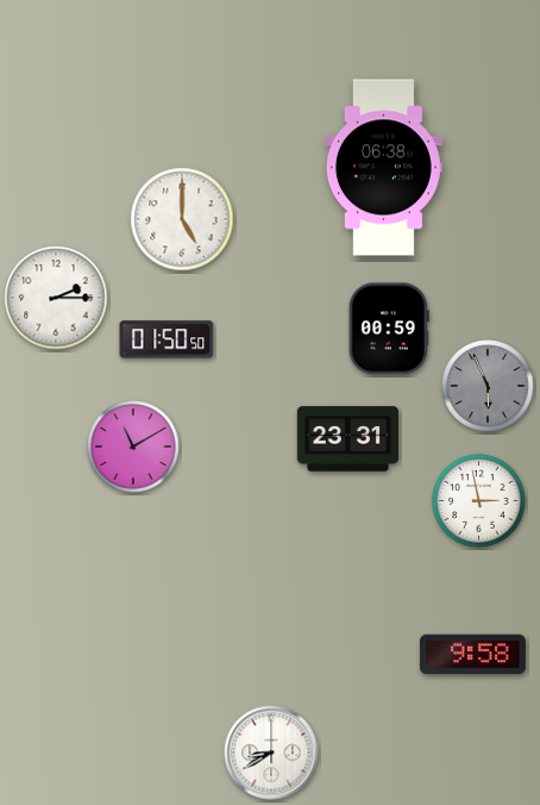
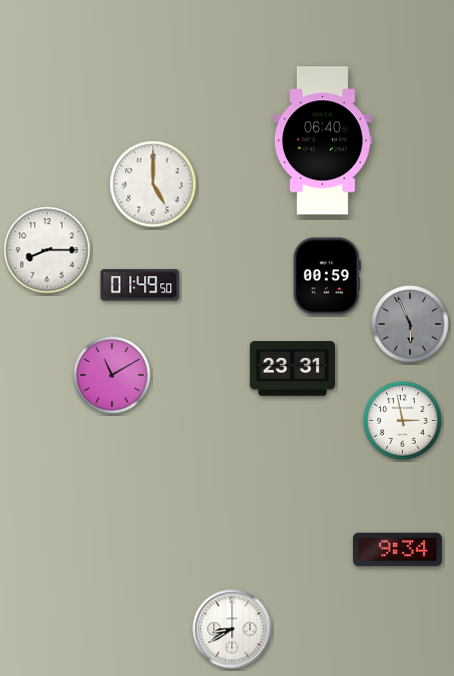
clock at (383, 168): 06:38 -> 06:40
clock at (56, 298): 2:15 -> 8:15
clock at (167, 339): 01:50 -> 01:49
clock at (472, 655): 9:58 -> 9:34
clock at (271, 753) position: (271, 753) -> (232, 629)
